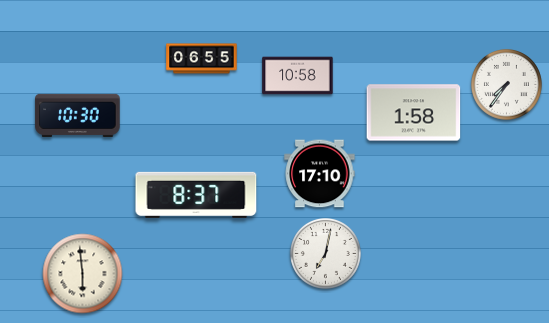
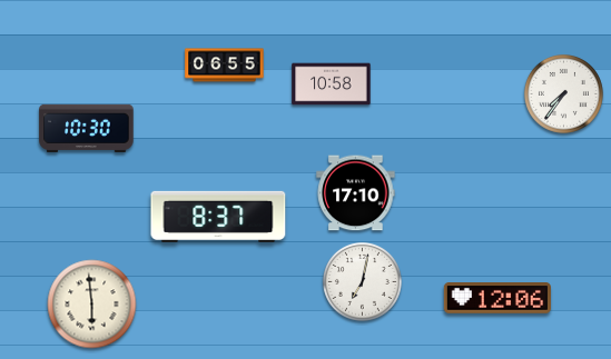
clock at (414, 113): 1:58 -> none
clock at (497, 298): none -> 12:06
